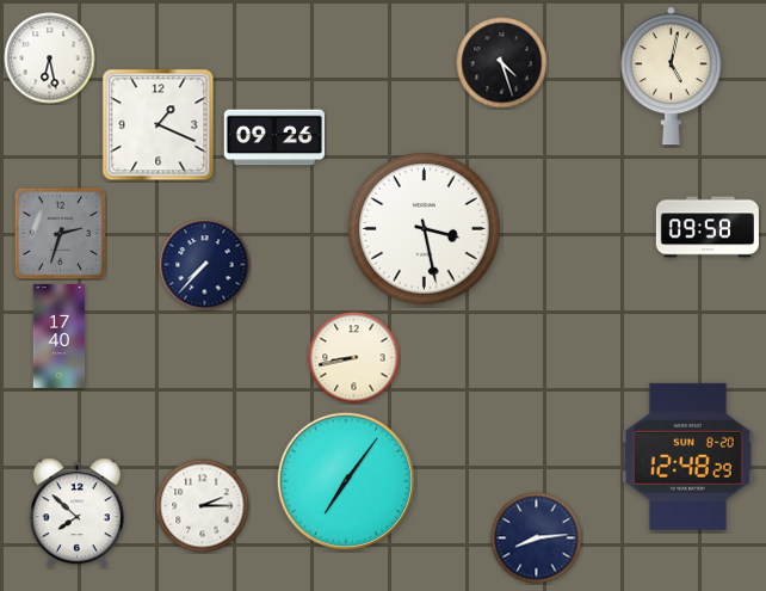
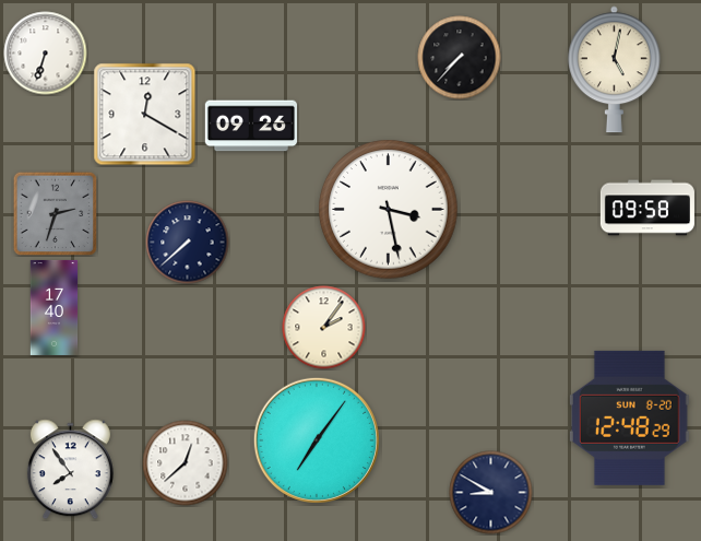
clock at (50, 59): 6:28 -> 6:33
clock at (502, 63): 4:27 -> 7:37
clock at (159, 125): 1:19 -> 12:20
clock at (205, 265): 7:37 -> 7:38
clock at (354, 358): 8:43 -> 2:06
clock at (203, 506): 2:15 -> 12:38
clock at (76, 513): 7:52 -> 7:54
clock at (537, 538): 8:14 -> 8:50
